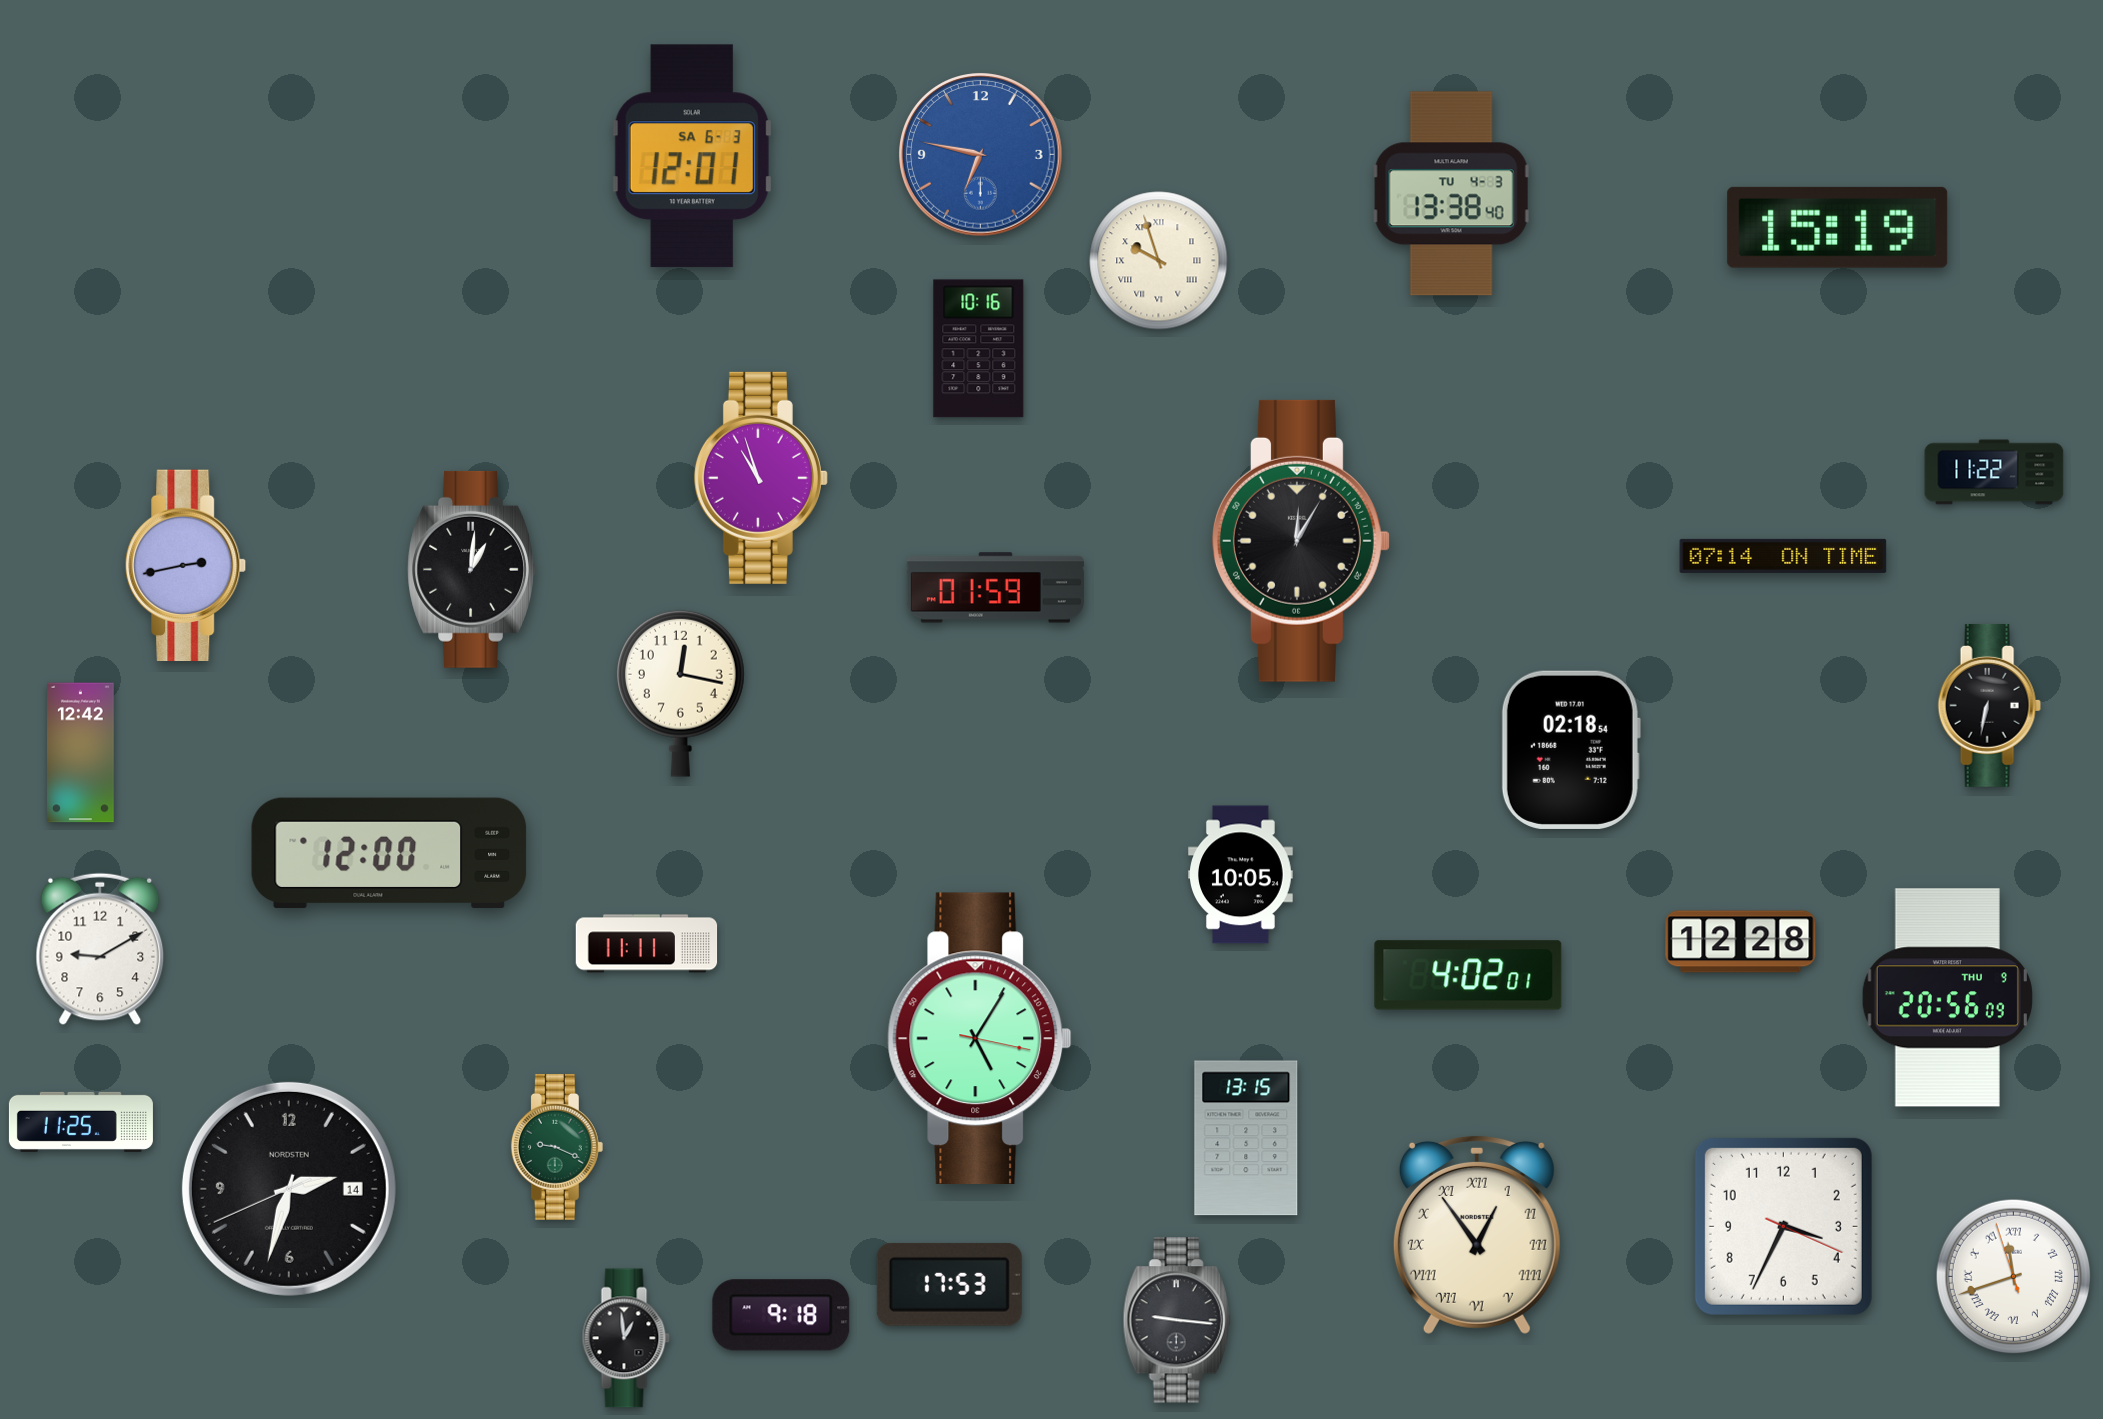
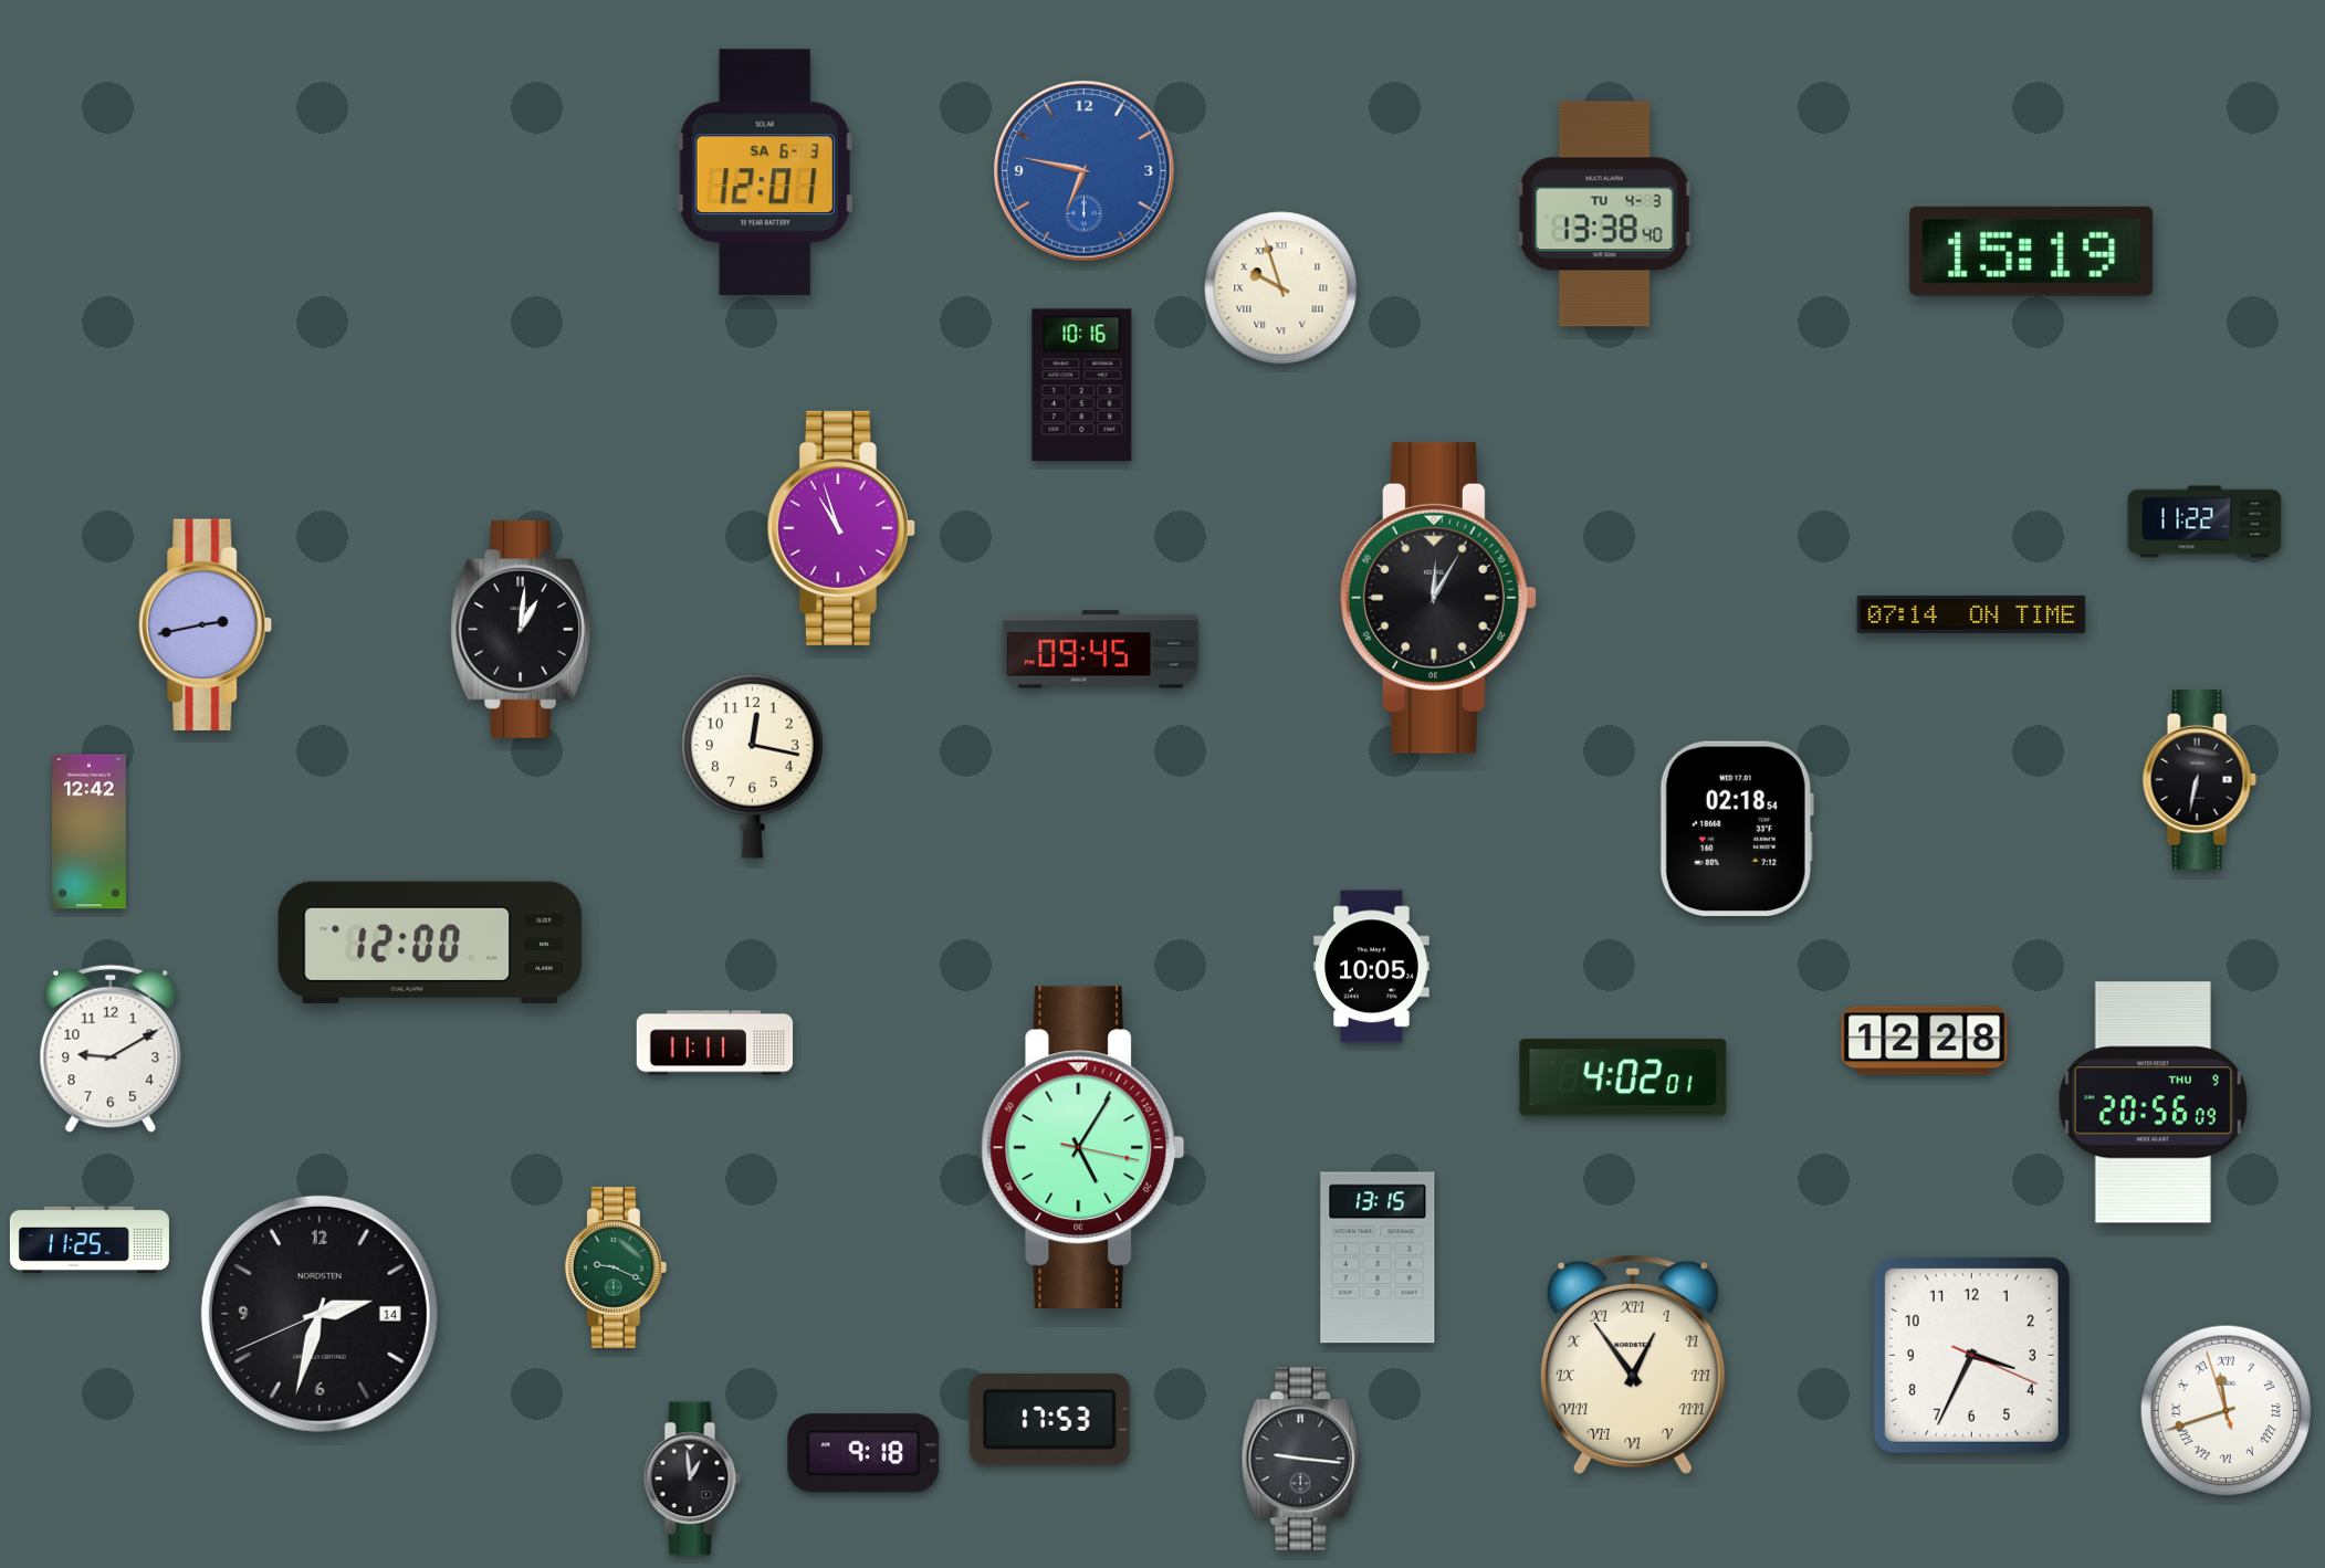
clock at (995, 588): 01:59 -> 09:45
